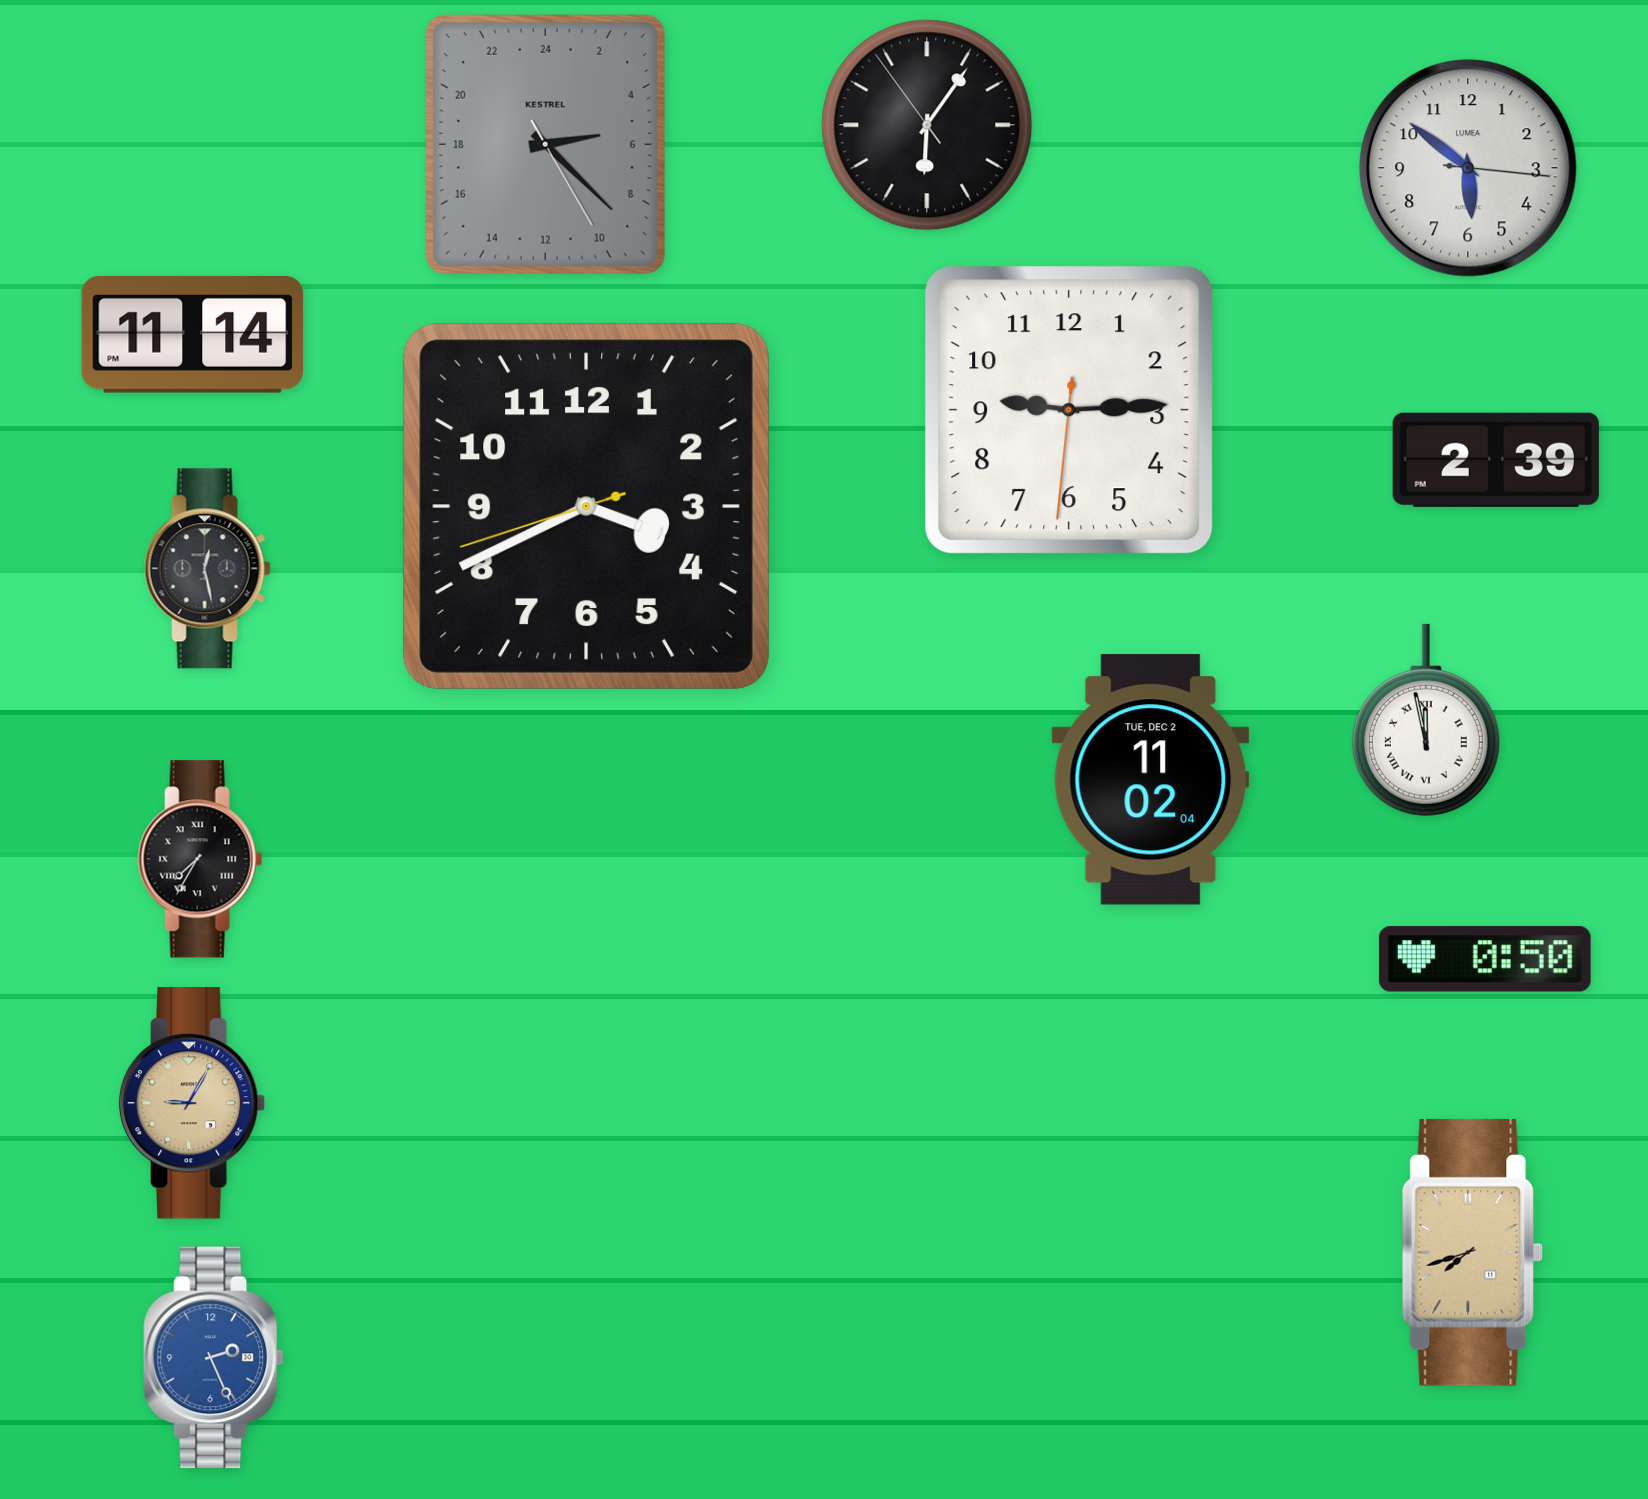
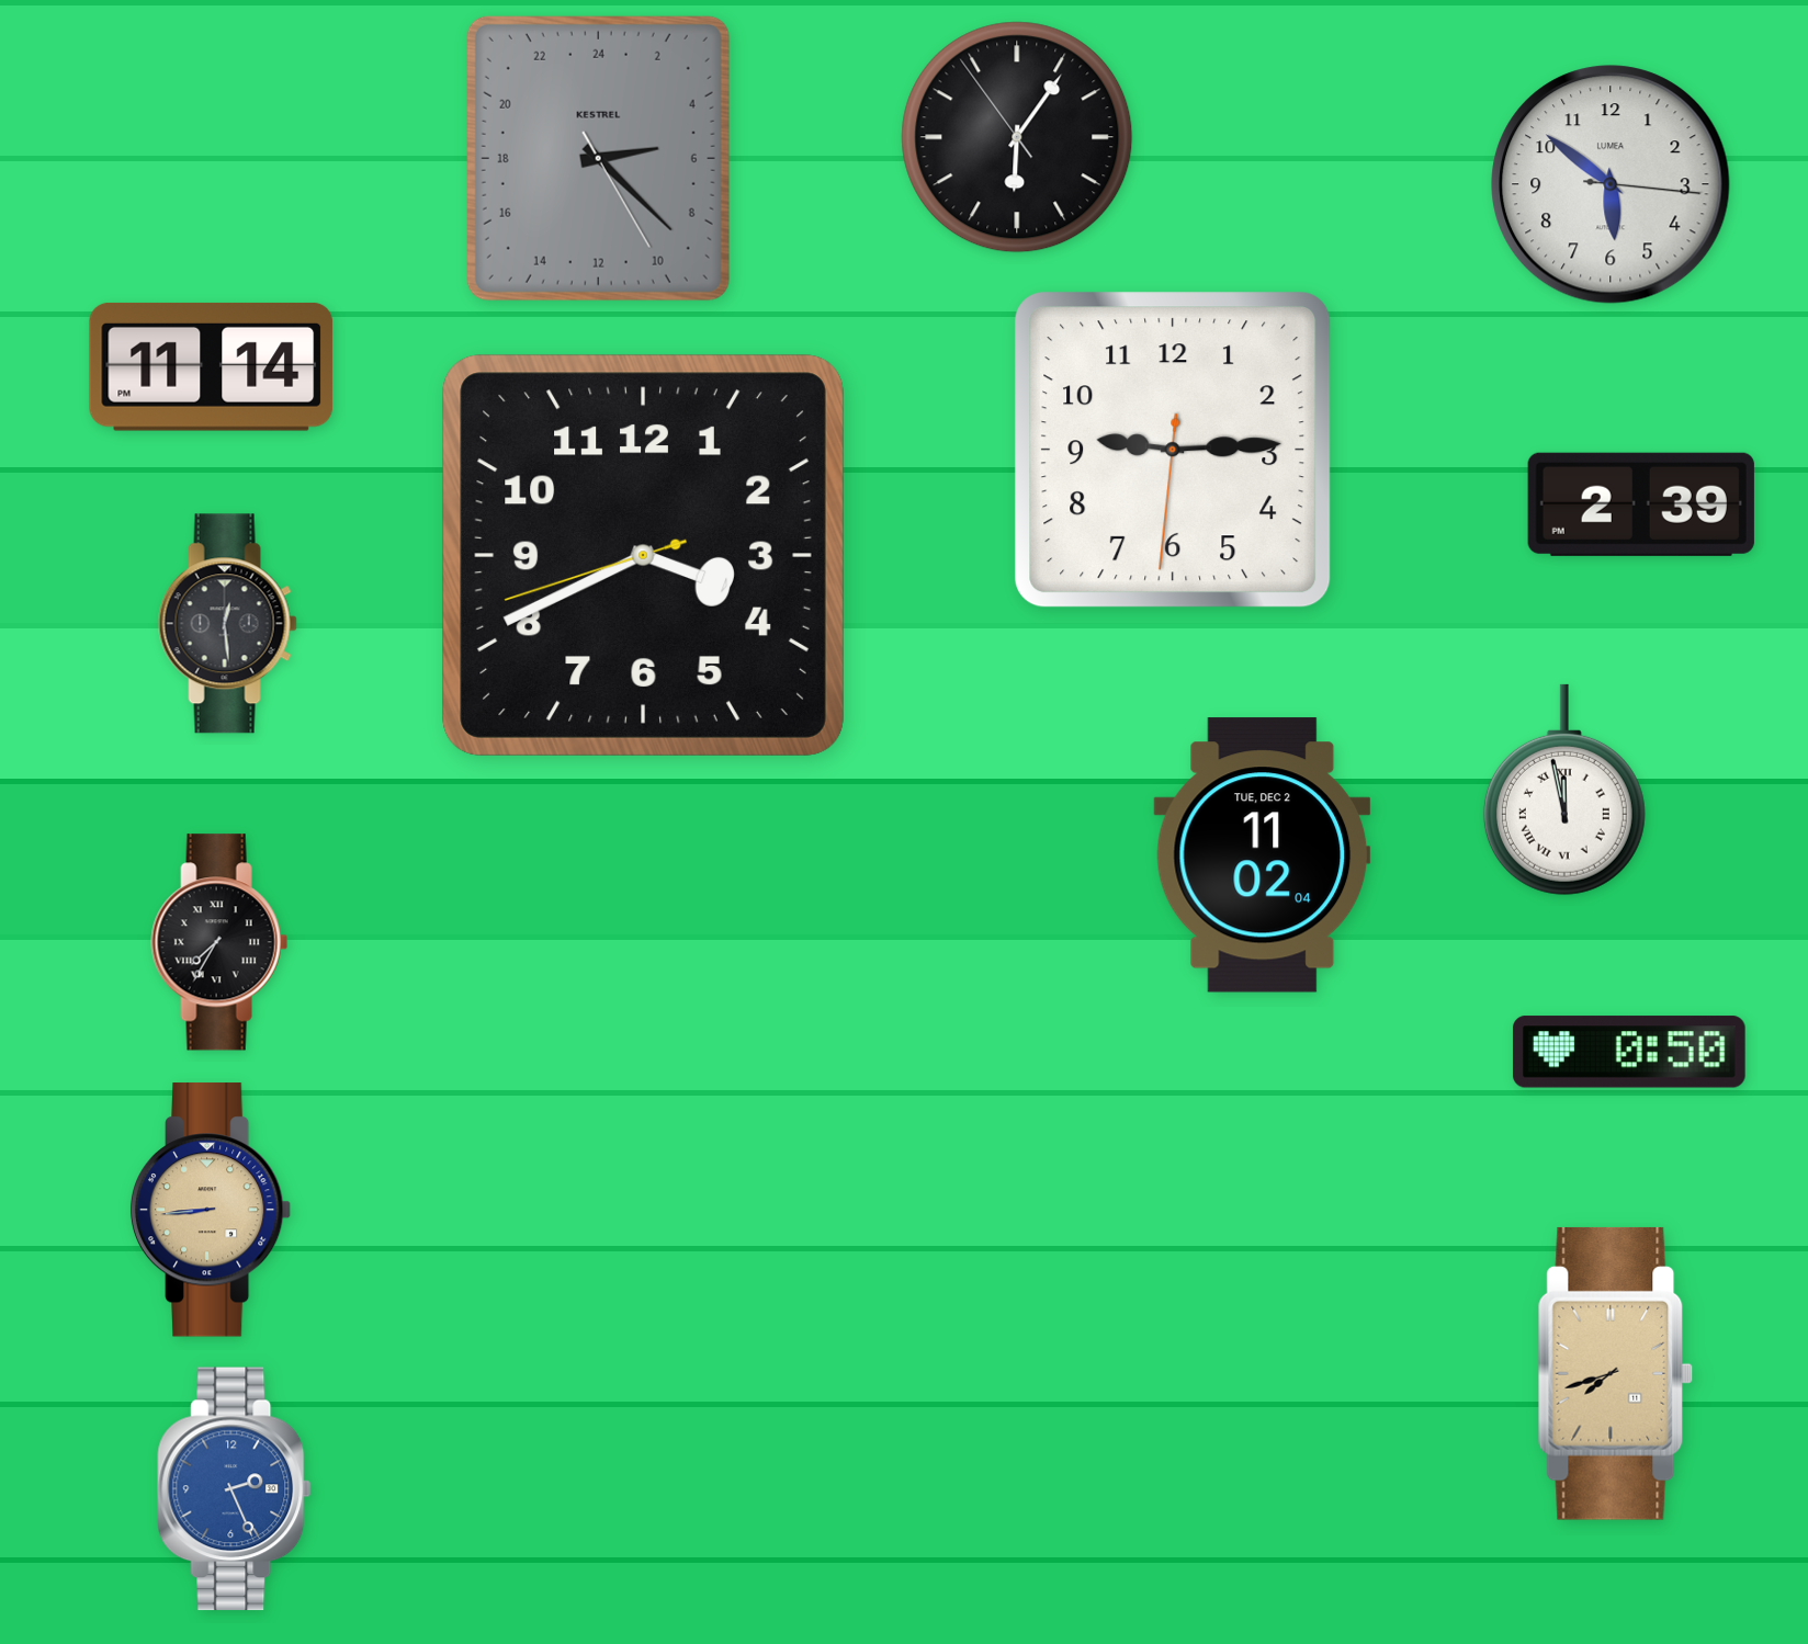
clock at (207, 569): 12:28 -> 12:29
clock at (192, 1103): 9:05 -> 8:44
